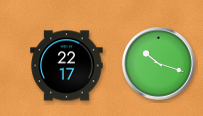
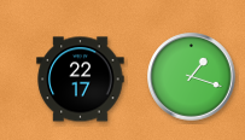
clock at (159, 64): 10:18 -> 1:18
